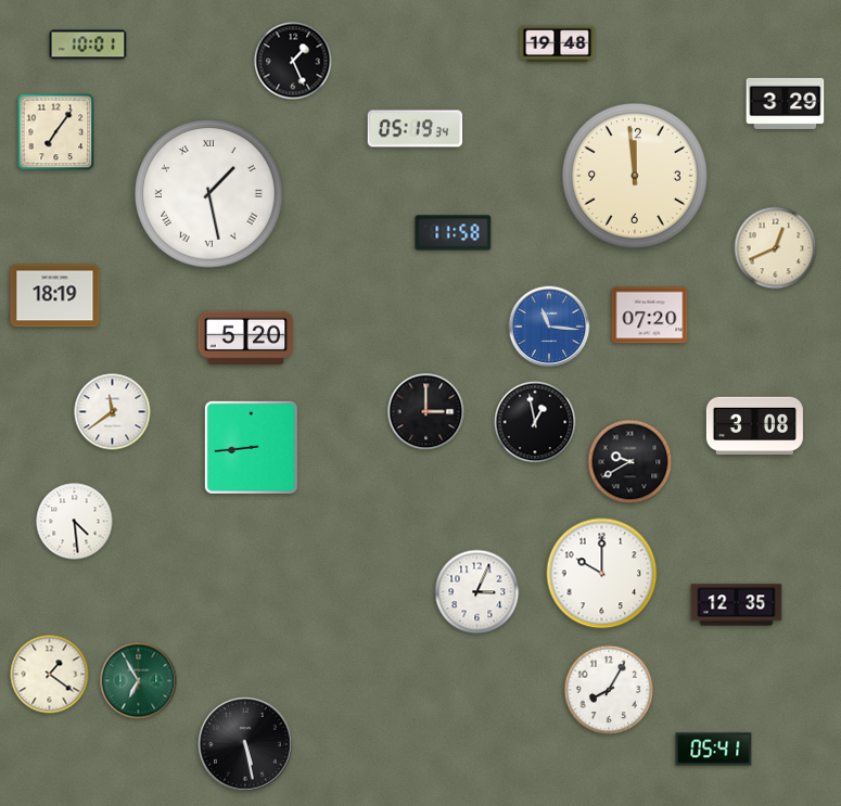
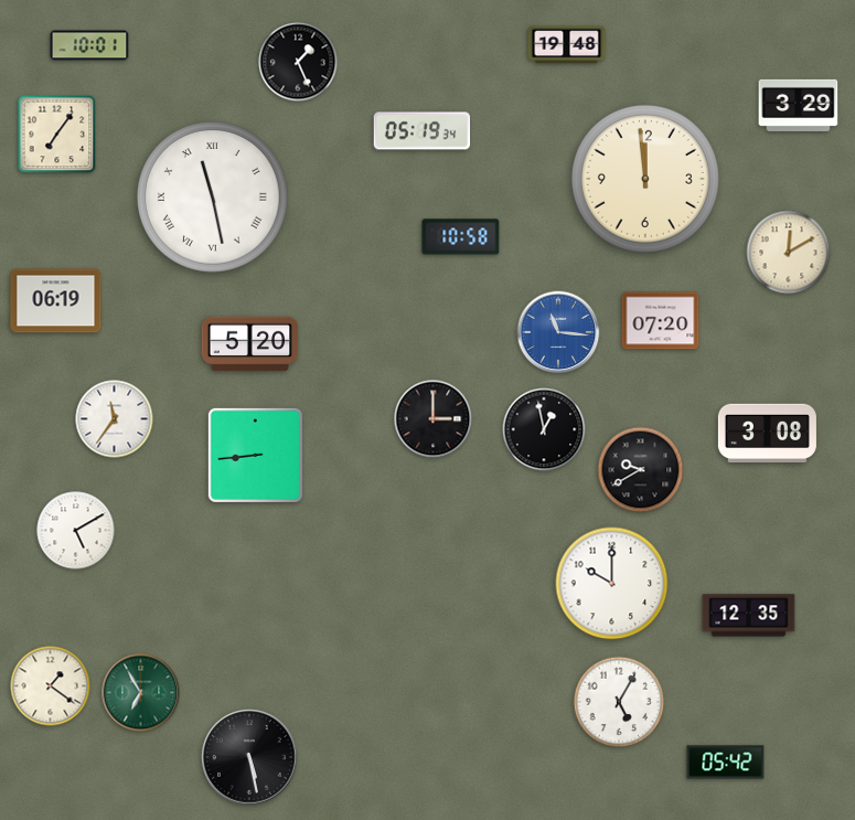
clock at (209, 194): 1:28 -> 11:28
clock at (454, 233): 11:58 -> 10:58
clock at (776, 248): 12:41 -> 12:10
clock at (55, 296): 18:19 -> 06:19
clock at (113, 412): 11:39 -> 11:36
clock at (75, 522): 4:29 -> 5:10
clock at (477, 592): 3:04 -> none
clock at (609, 690): 8:05 -> 5:05
clock at (714, 750): 05:41 -> 05:42
